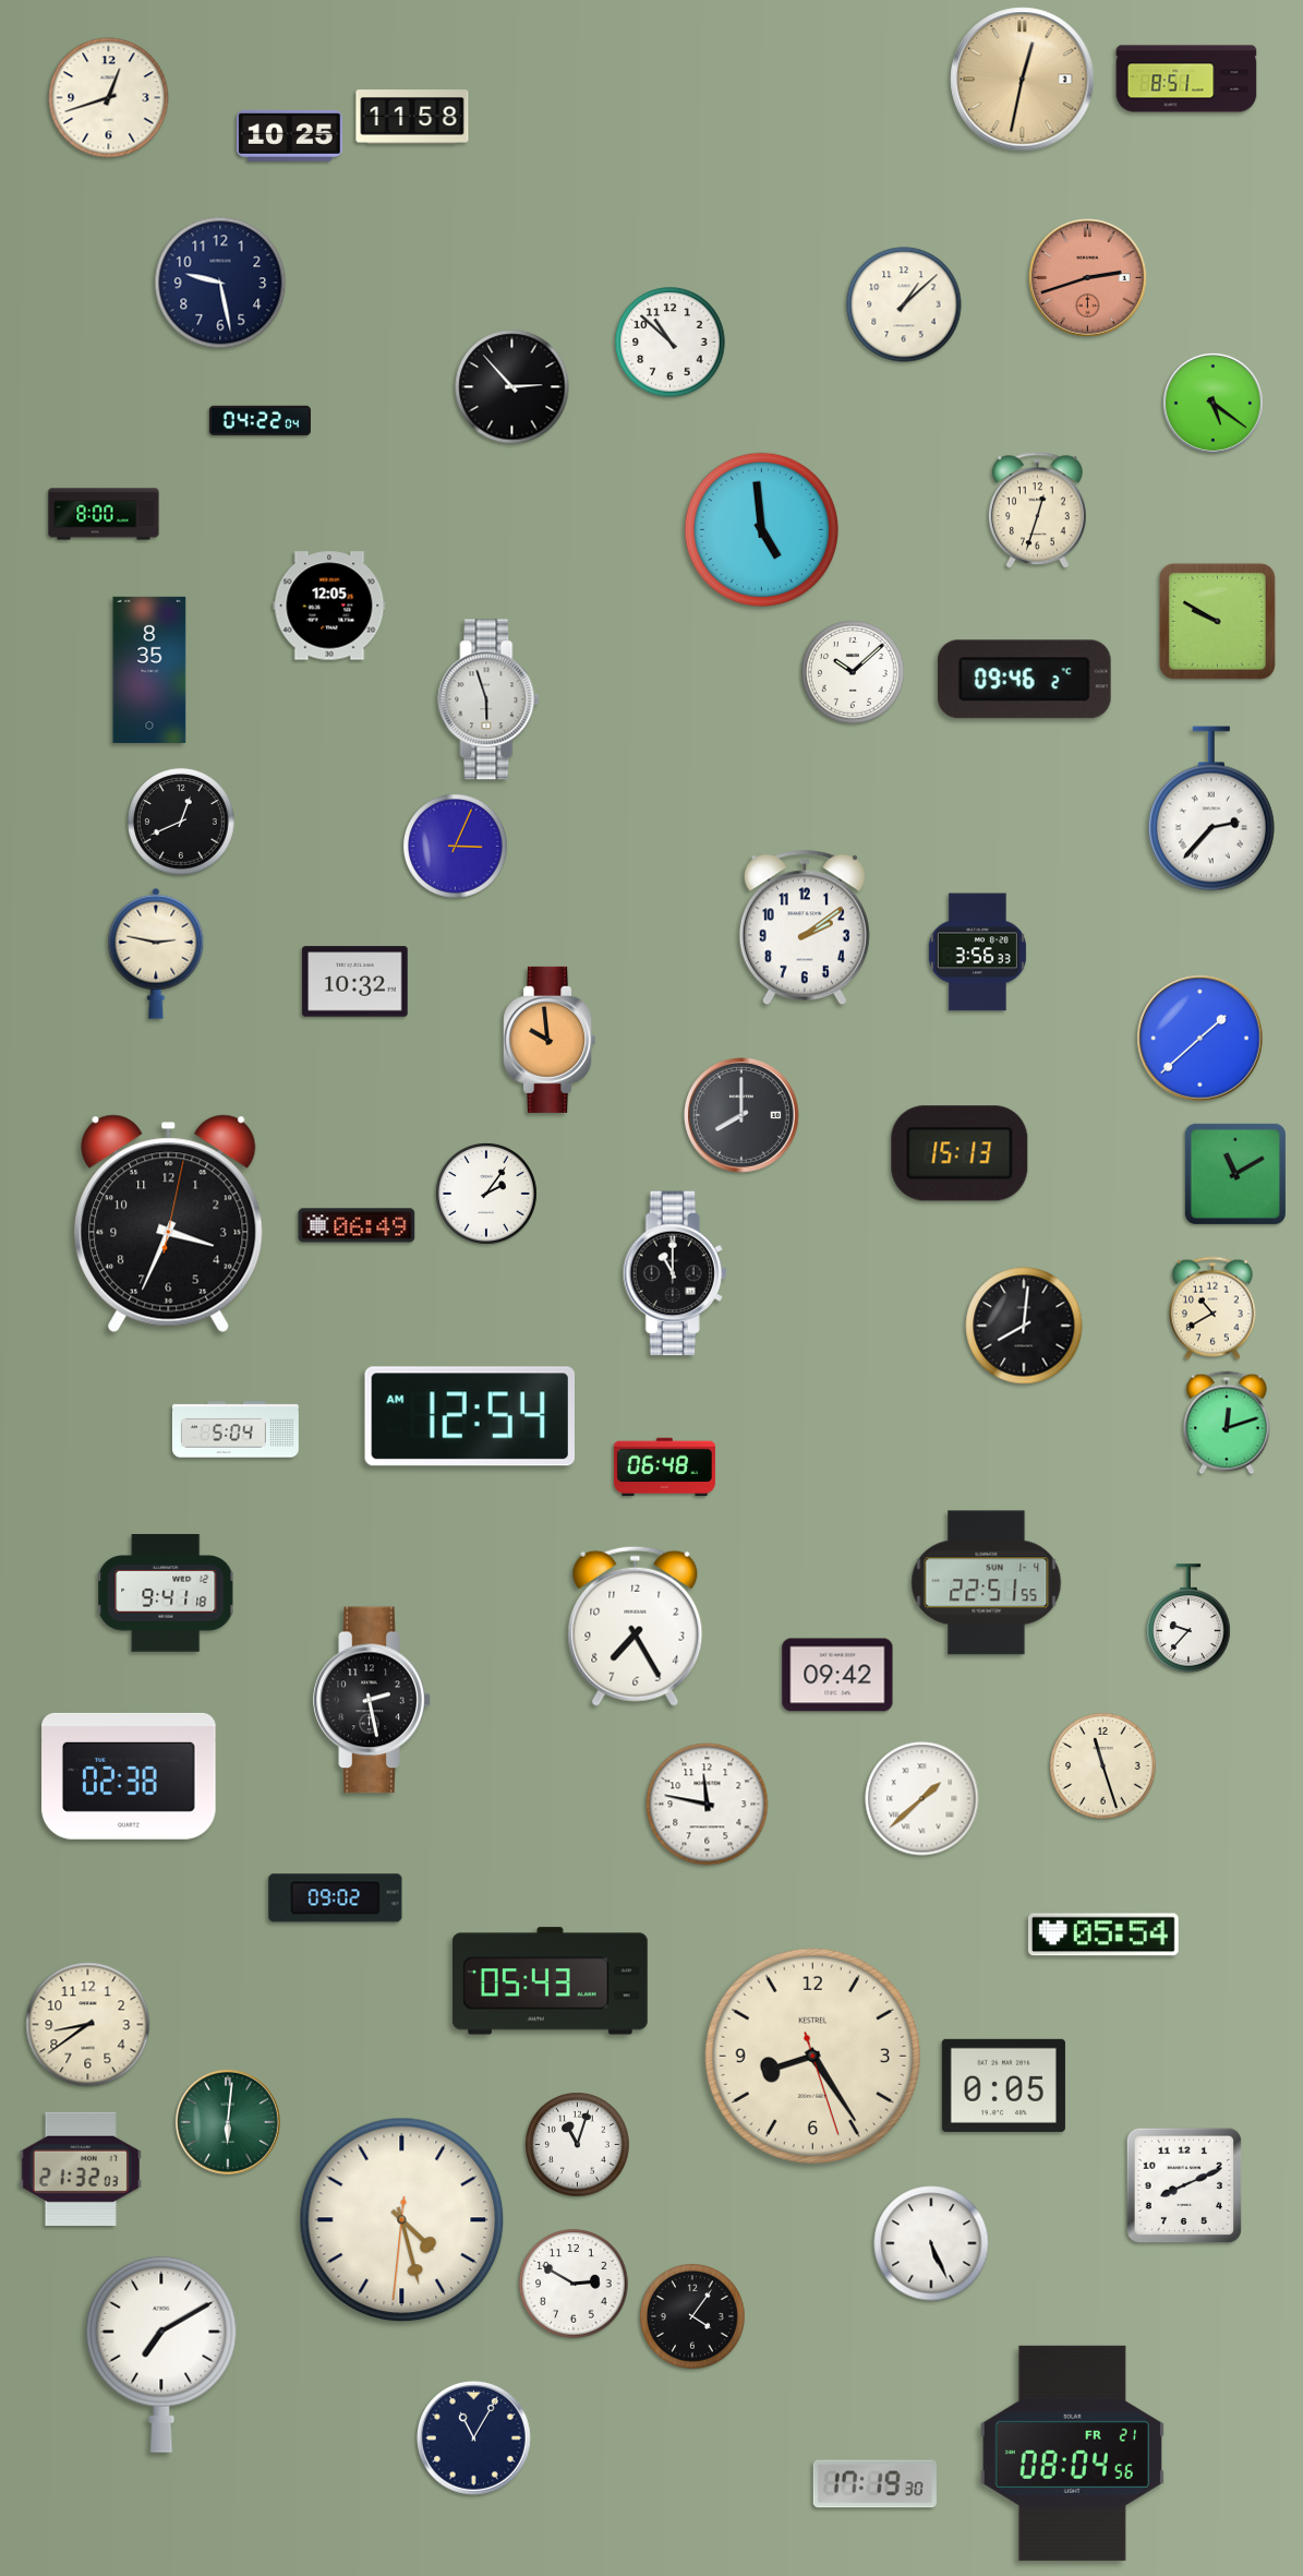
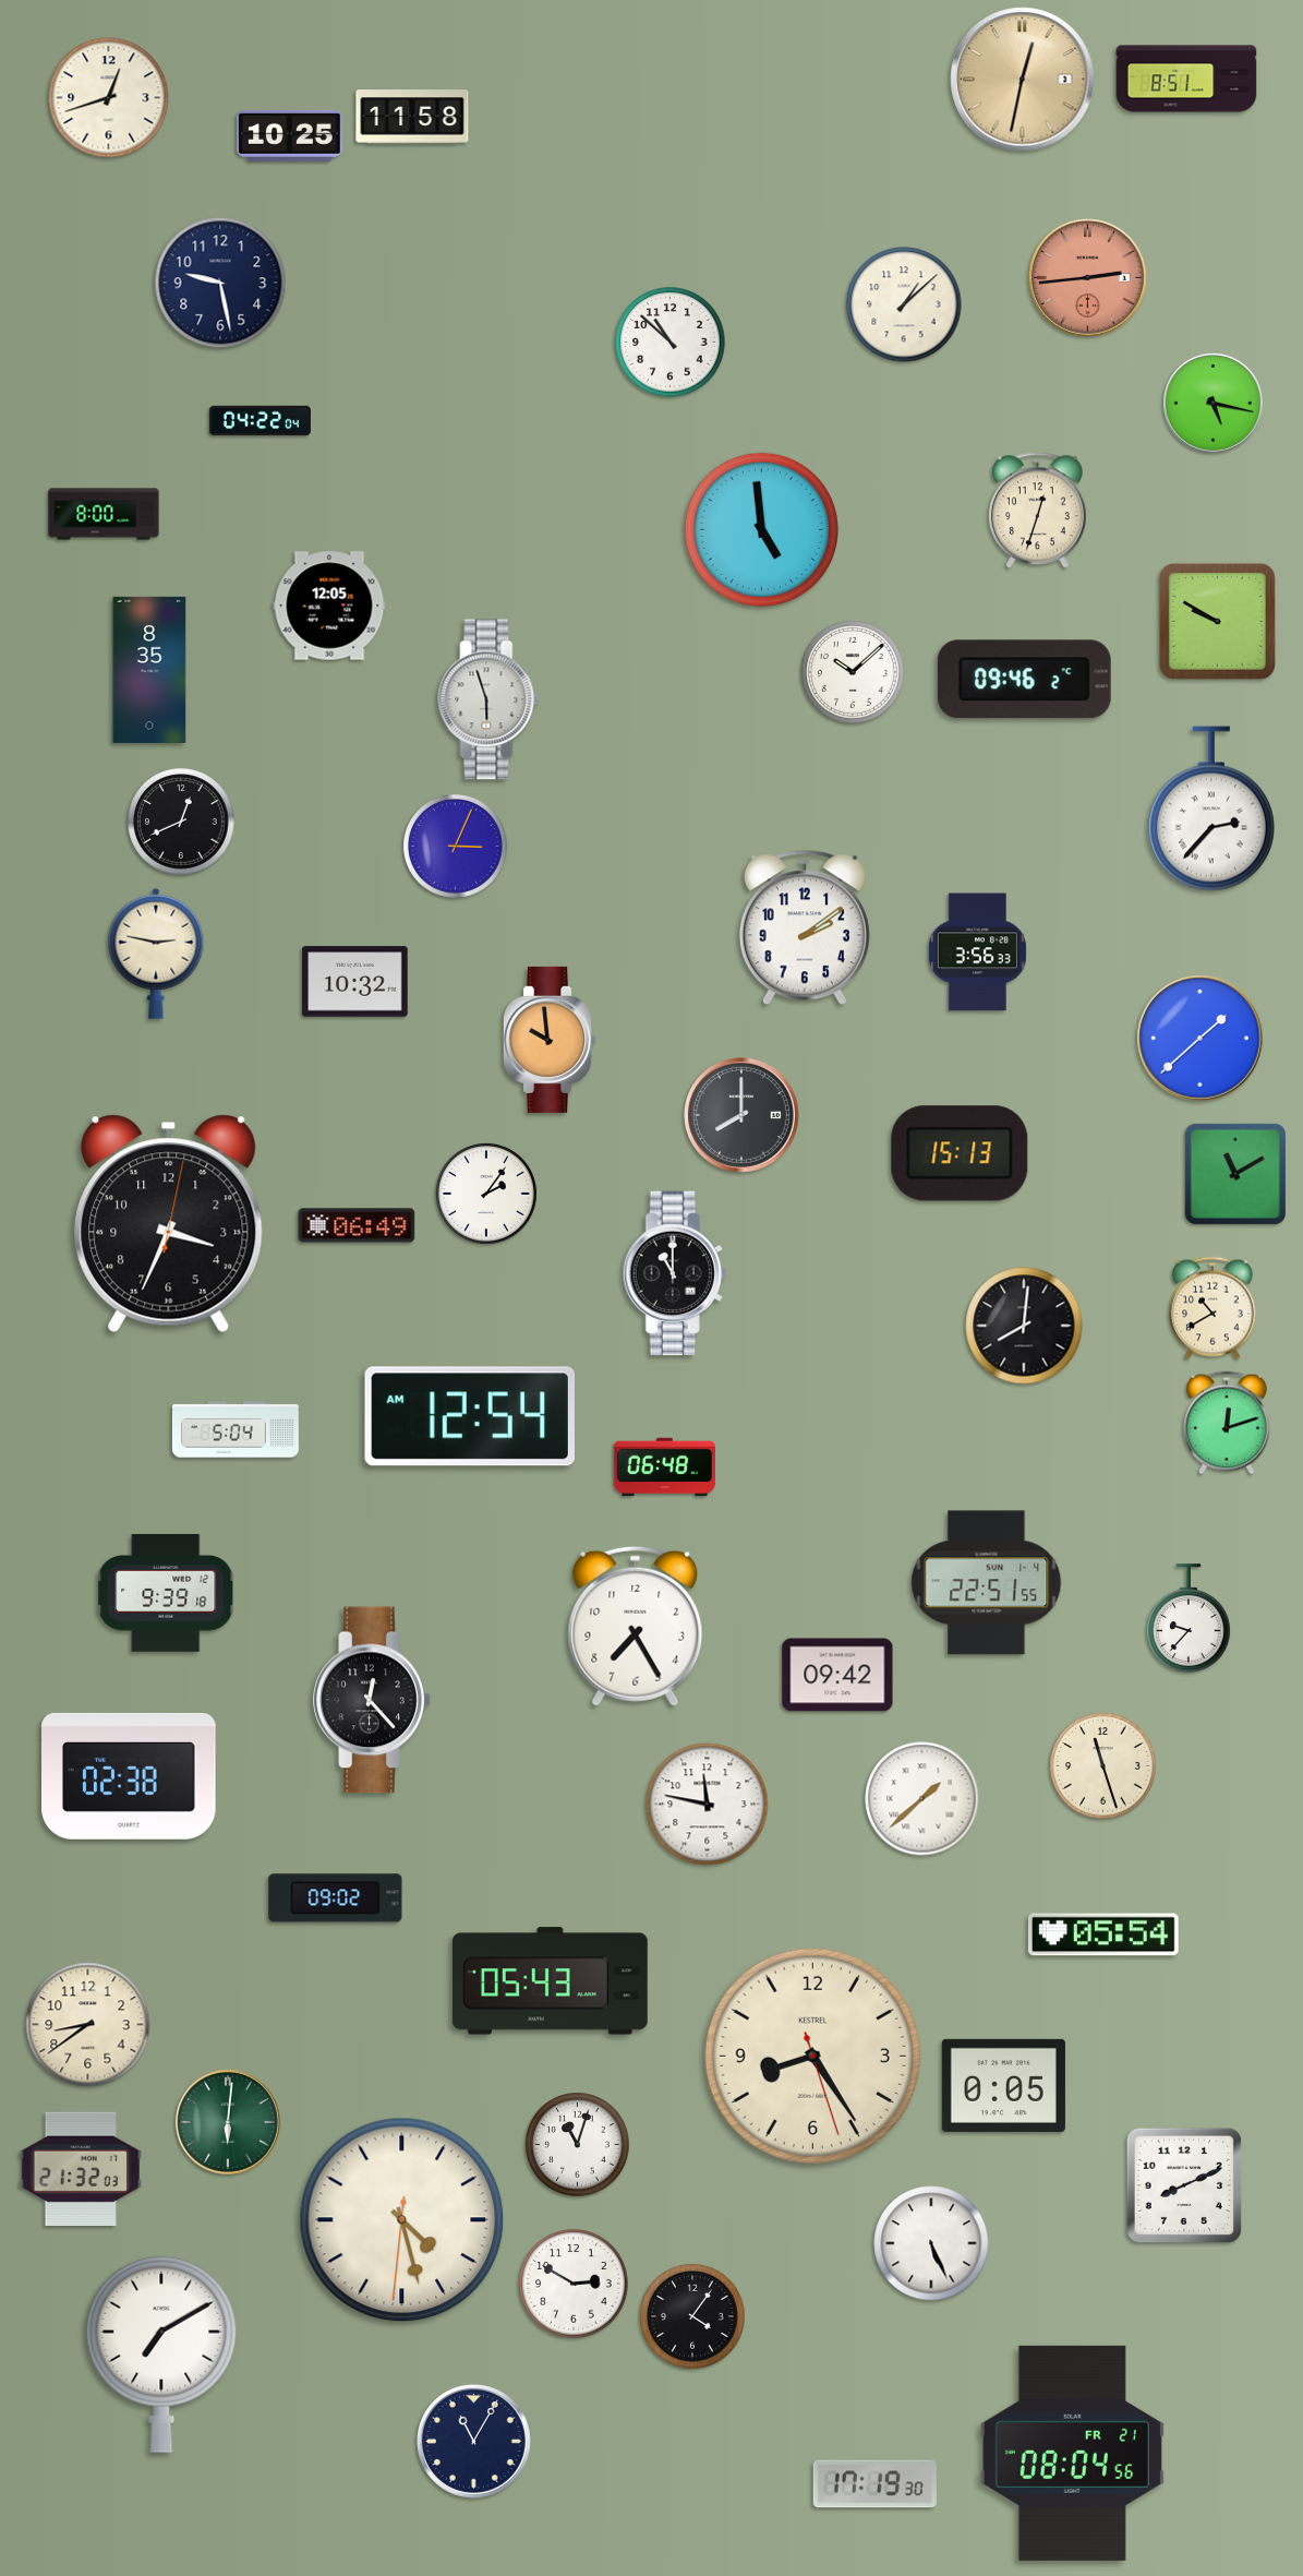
clock at (1088, 278): 2:42 -> 2:44
clock at (512, 387): 2:53 -> none
clock at (1212, 403): 5:21 -> 5:17
clock at (166, 1594): 9:41 -> 9:39
clock at (372, 1700): 2:28 -> 12:23
clock at (474, 2439) position: (474, 2439) -> (474, 2442)
